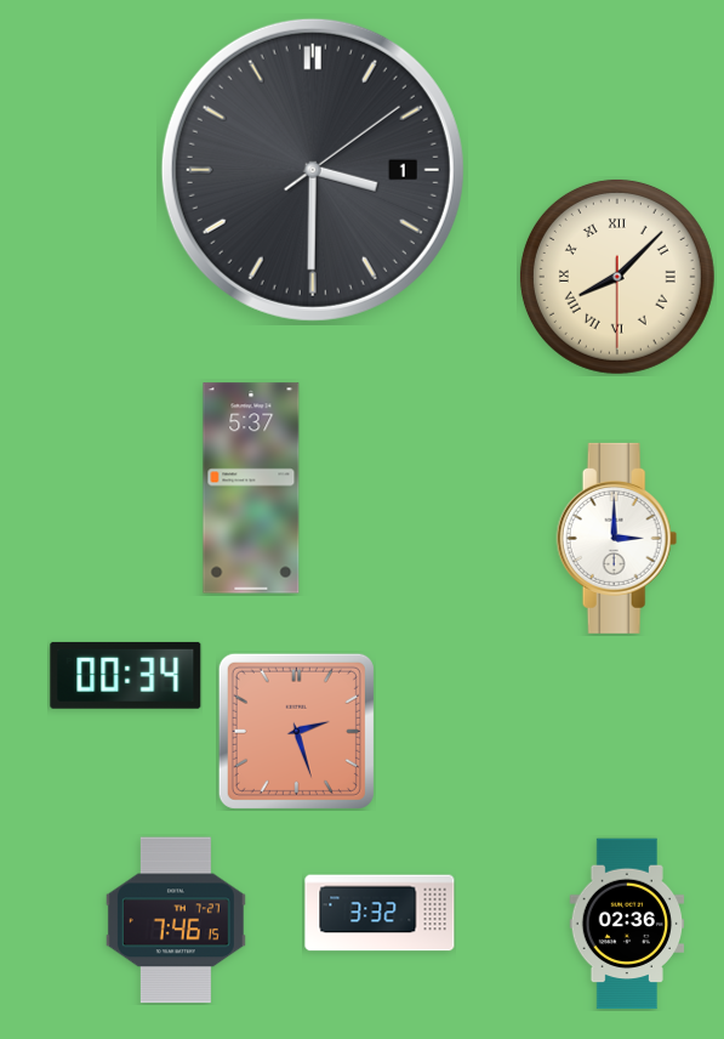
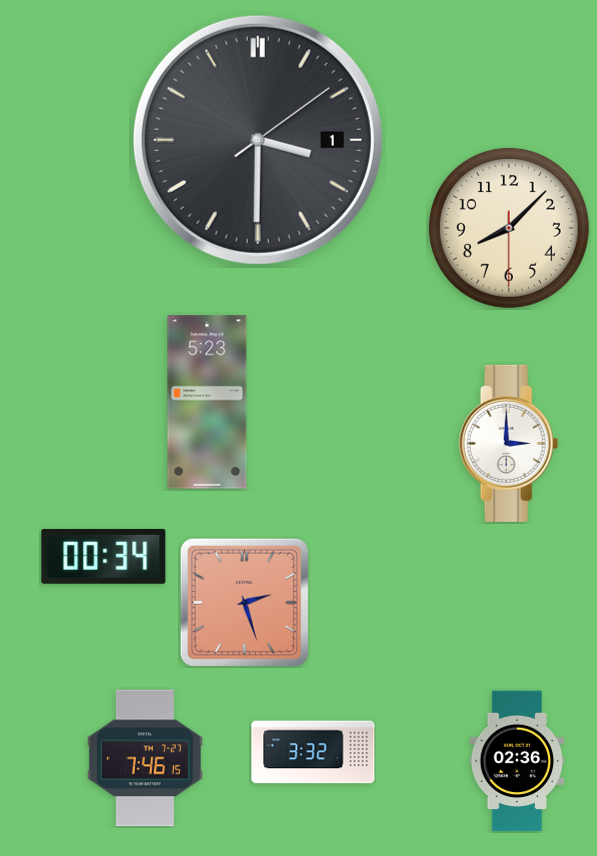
clock at (617, 277) numerals: Roman -> Arabic
clock at (251, 488): 5:37 -> 5:23
